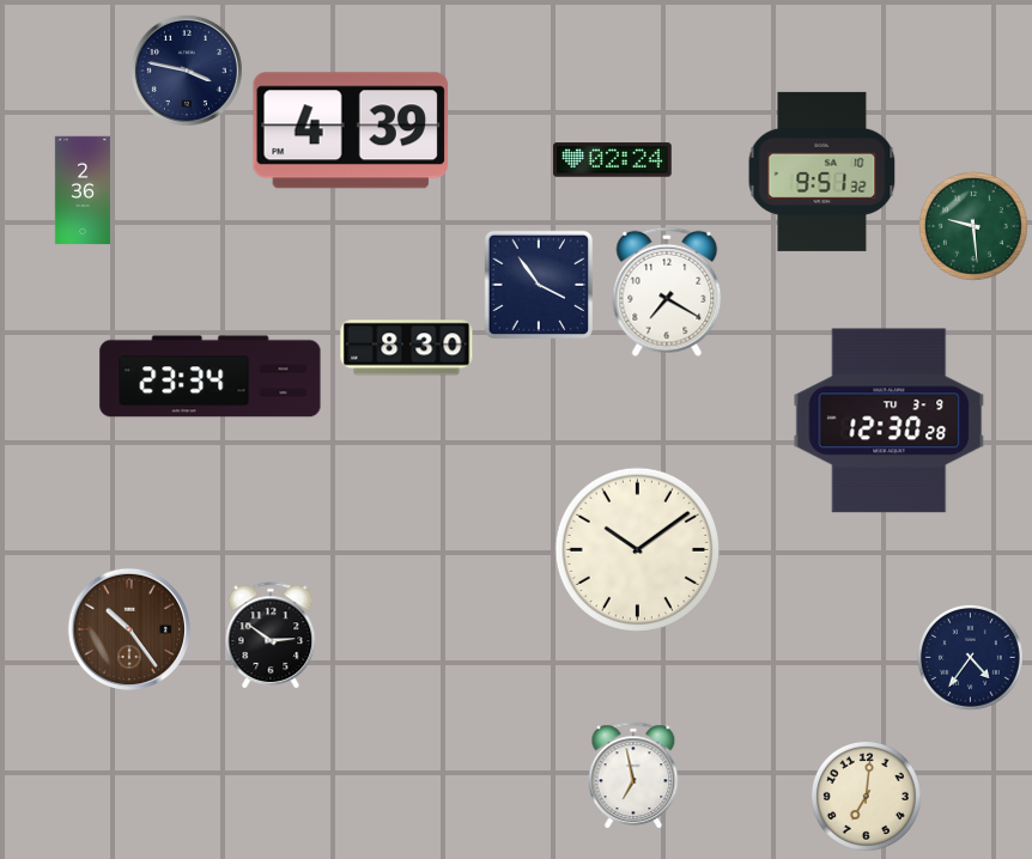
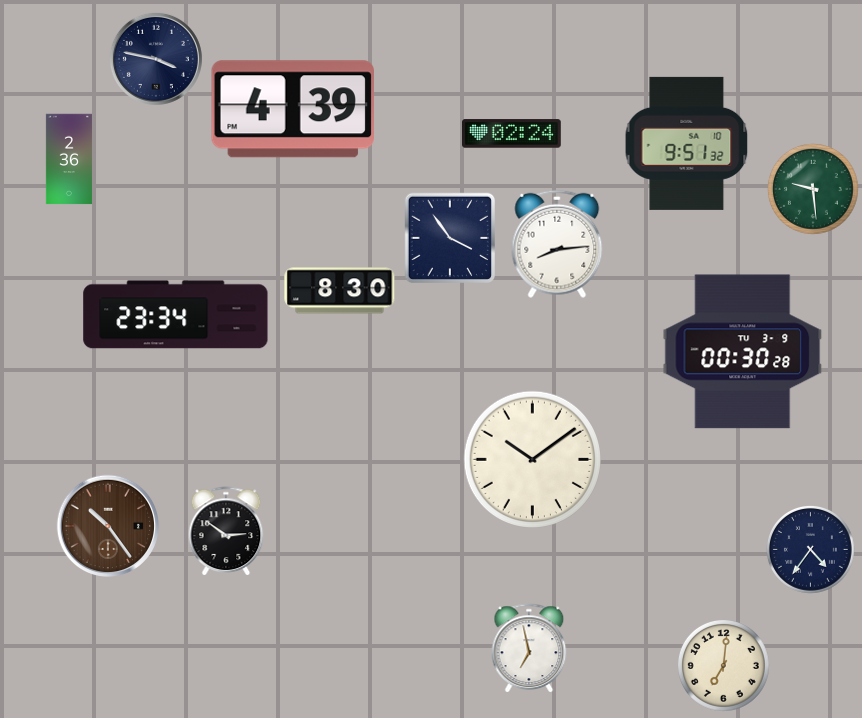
clock at (667, 292): 7:20 -> 8:14
clock at (890, 421): 12:30 -> 00:30
